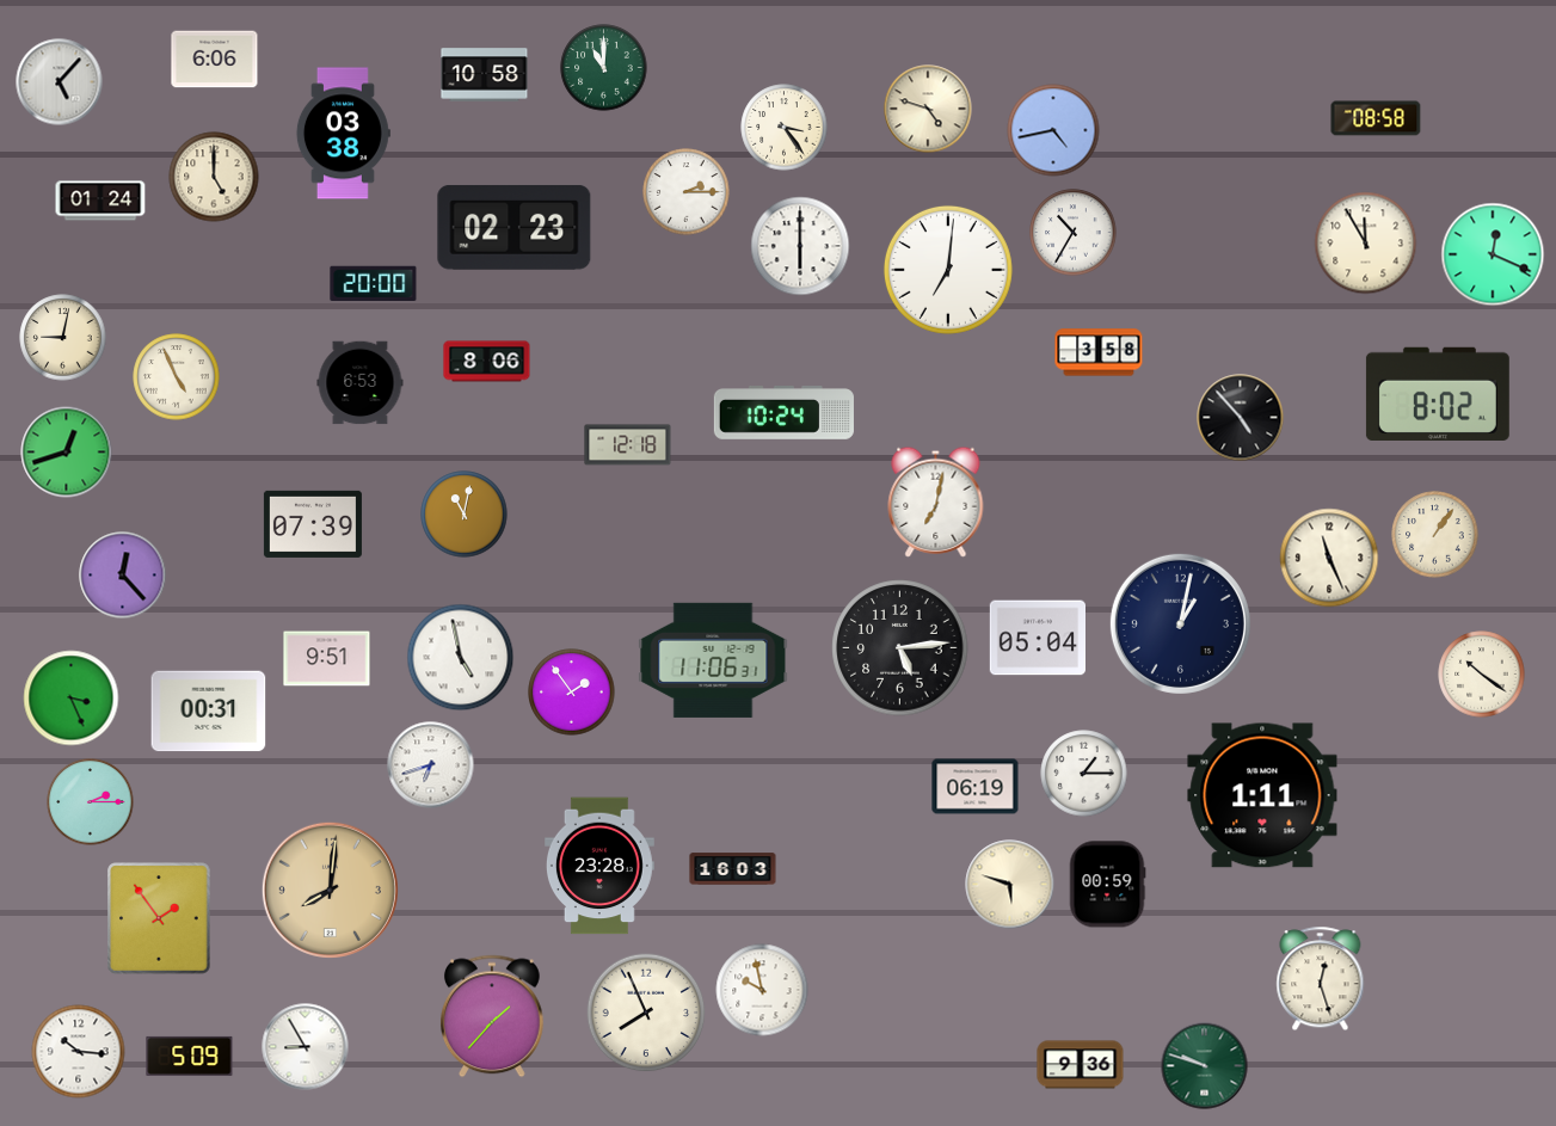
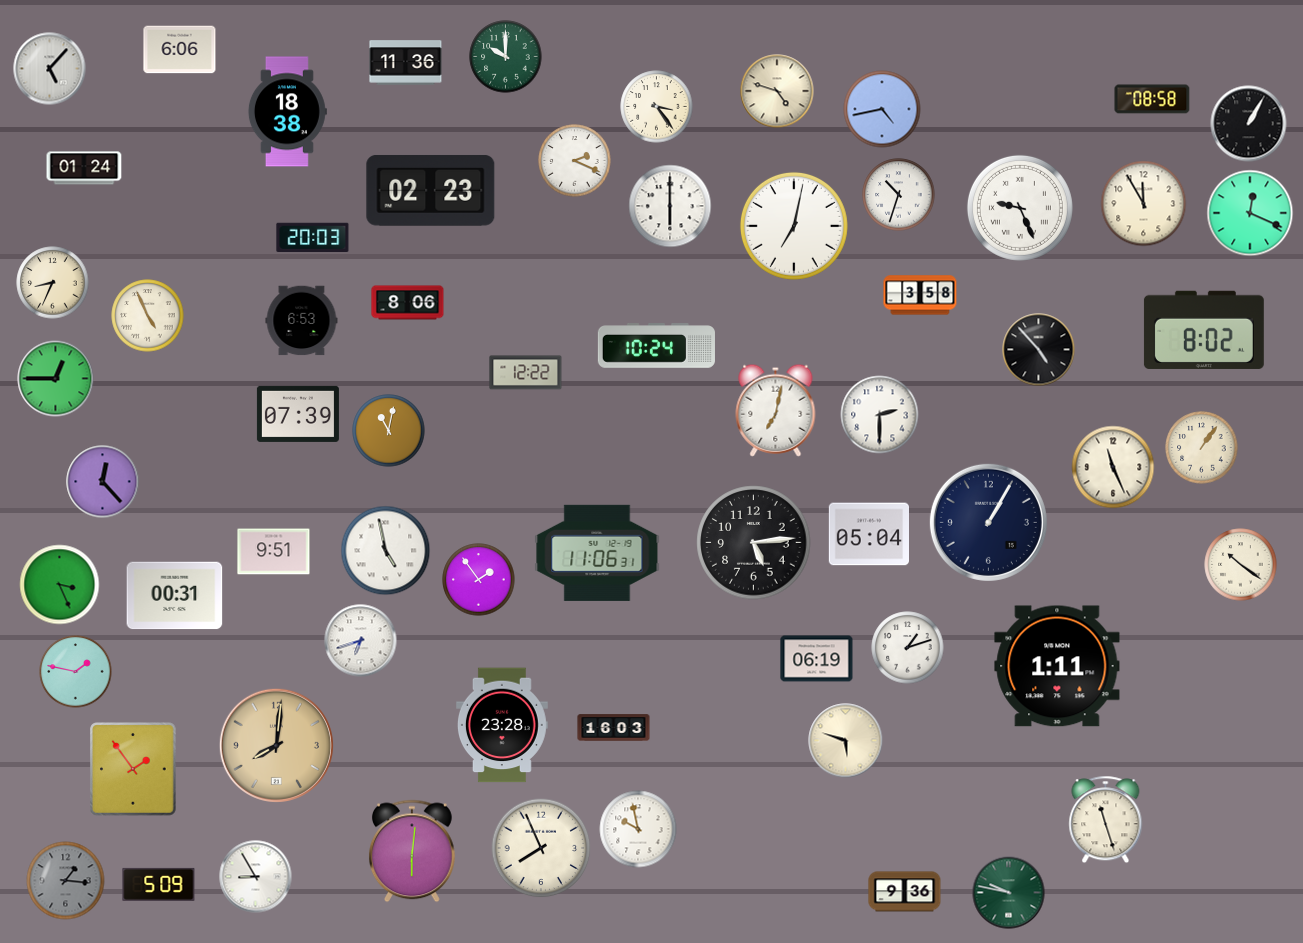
clock at (604, 68): 11:00 -> 10:00
clock at (485, 75): 10:58 -> 11:36
clock at (343, 134): 03:38 -> 18:38
clock at (1249, 124): none -> 1:05
clock at (214, 177): 5:00 -> none
clock at (687, 192): 2:15 -> 2:19
clock at (1074, 233): 10:35 -> 10:33
clock at (1020, 208): none -> 9:26
clock at (948, 270): 7:01 -> 7:02
clock at (374, 284): 20:00 -> 20:03
clock at (63, 338): 9:02 -> 8:34
clock at (628, 445): 12:18 -> 12:22
clock at (67, 453): 12:42 -> 12:45
clock at (880, 415): none -> 2:30
clock at (936, 502) position: (936, 502) -> (776, 410)
clock at (313, 524) position: (313, 524) -> (298, 414)
clock at (1180, 623): 1:02 -> 1:05
clock at (1084, 774): 1:15 -> 1:12
clock at (91, 802): 2:15 -> 1:47
clock at (1107, 885): 00:59 -> none
clock at (1321, 979): 12:27 -> 11:27
clock at (492, 1016): 1:37 -> 6:01
clock at (79, 1052): 10:16 -> 1:16
clock at (79, 1052) dial: white -> grey
clock at (1205, 1066): 9:48 -> 9:47
